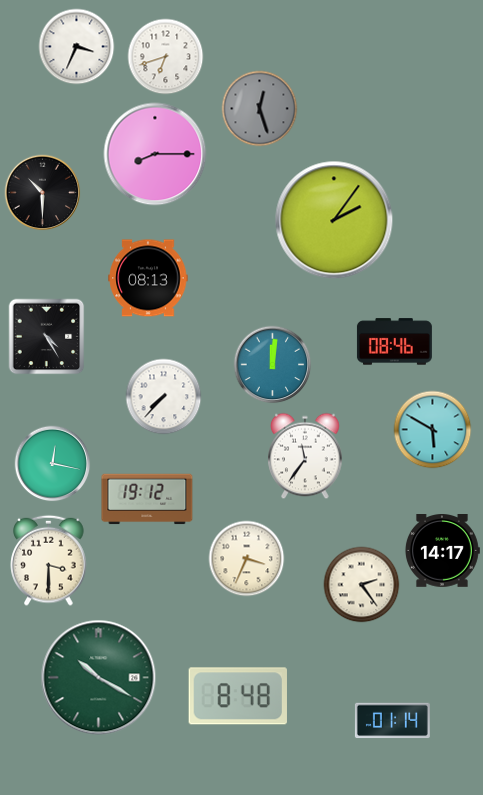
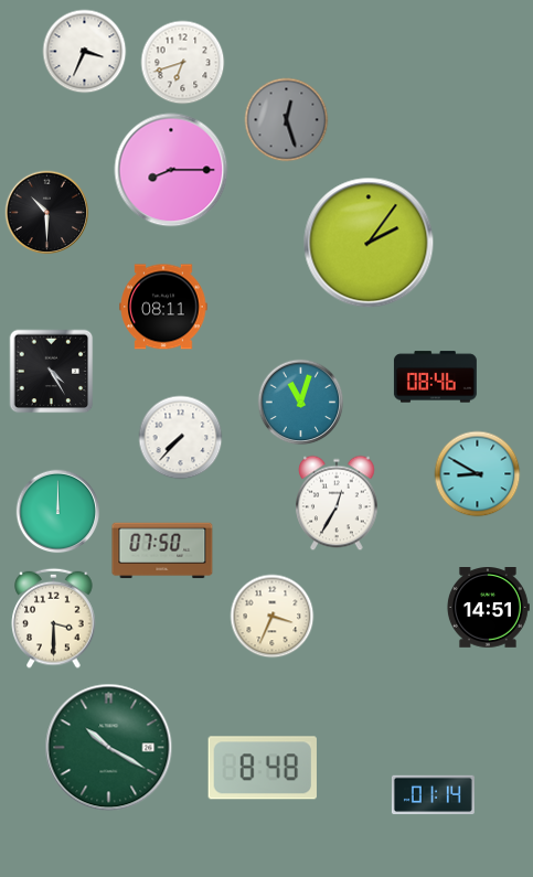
clock at (148, 278): 08:13 -> 08:11
clock at (273, 365): 12:01 -> 11:03
clock at (433, 430): 5:50 -> 8:50
clock at (305, 456): 11:36 -> 12:35
clock at (53, 464): 12:17 -> 12:00
clock at (147, 499): 19:12 -> 07:50
clock at (442, 551): 14:17 -> 14:51
clock at (362, 585): 2:24 -> none
